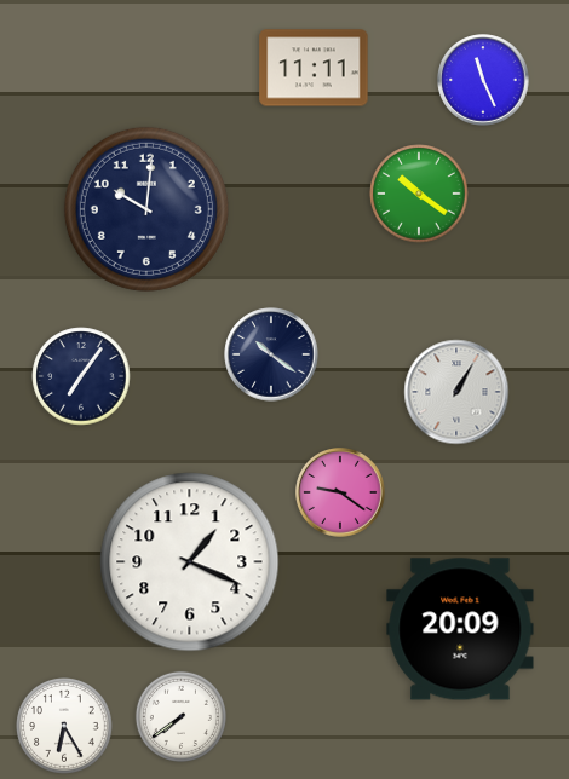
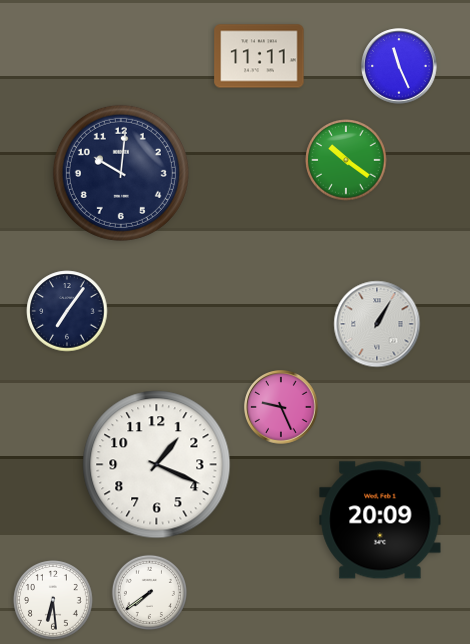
clock at (271, 354): 10:21 -> none
clock at (340, 492): 9:21 -> 9:26
clock at (64, 726): 6:25 -> 6:29
